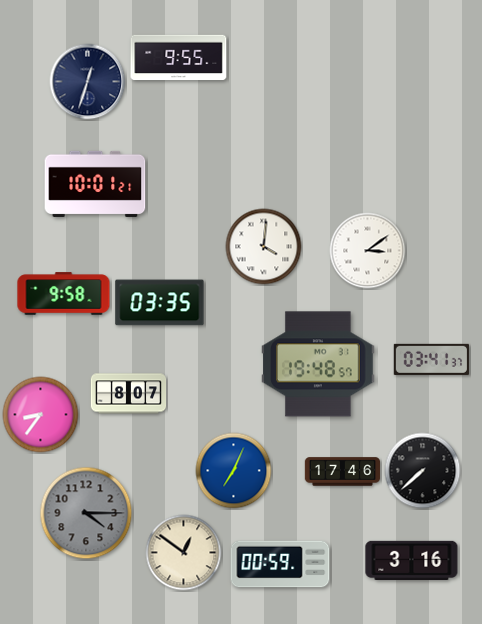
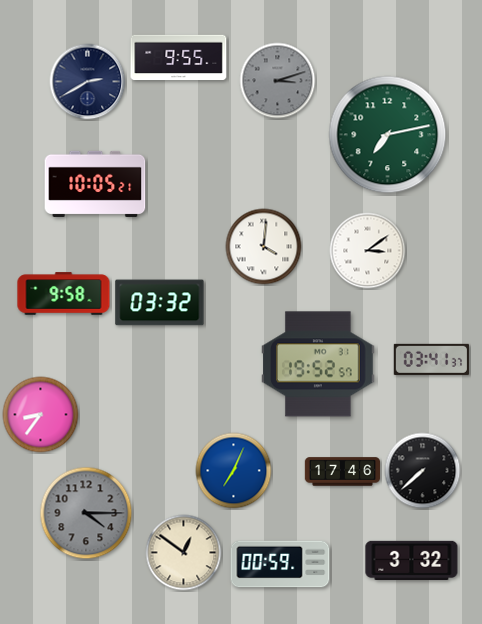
clock at (278, 81): none -> 3:12
clock at (88, 82): 12:33 -> 2:40
clock at (388, 135): none -> 7:13
clock at (95, 184): 10:01 -> 10:05
clock at (160, 303): 03:35 -> 03:32
clock at (318, 364): 19:48 -> 19:52
clock at (129, 394): 8:07 -> none
clock at (412, 560): 3:16 -> 3:32
